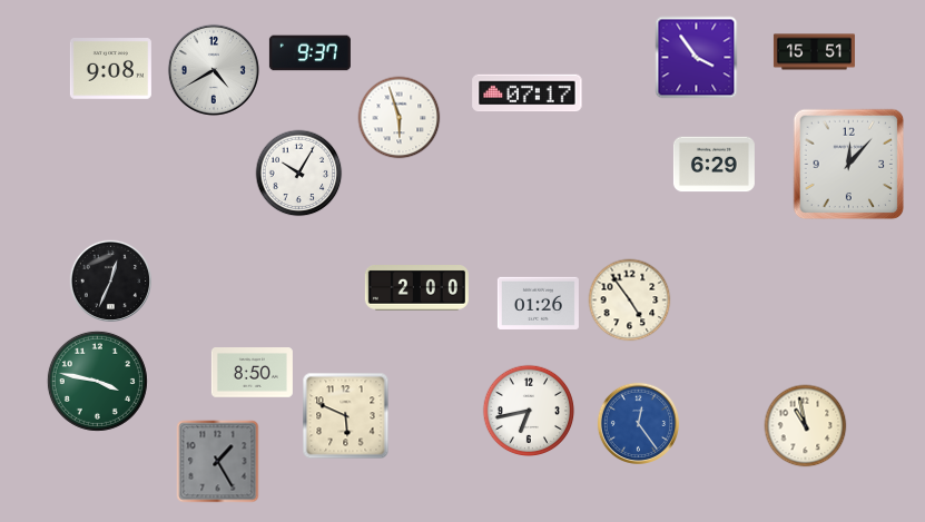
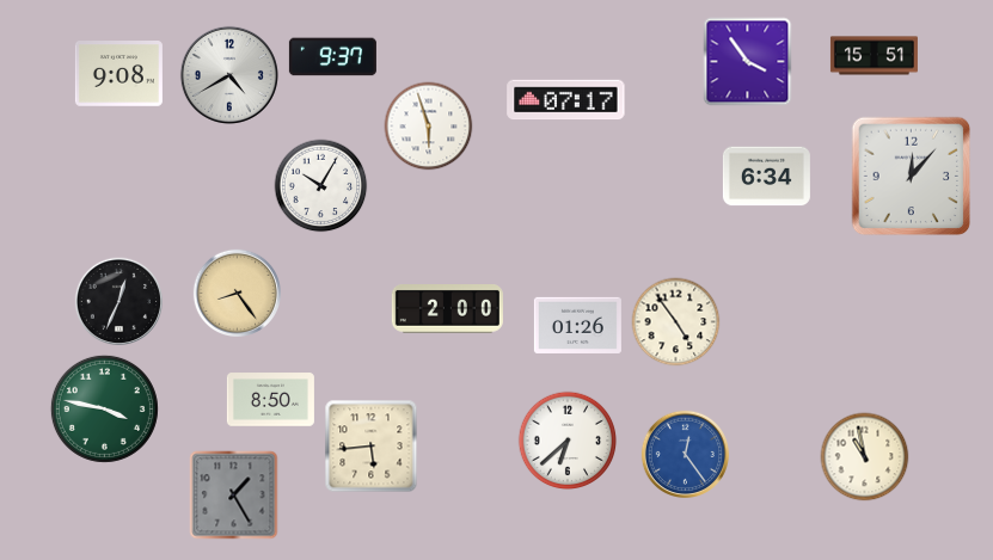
clock at (714, 165): 6:29 -> 6:34
clock at (237, 293): none -> 8:24
clock at (529, 411): 6:43 -> 6:38
clock at (346, 416): 5:49 -> 5:44
